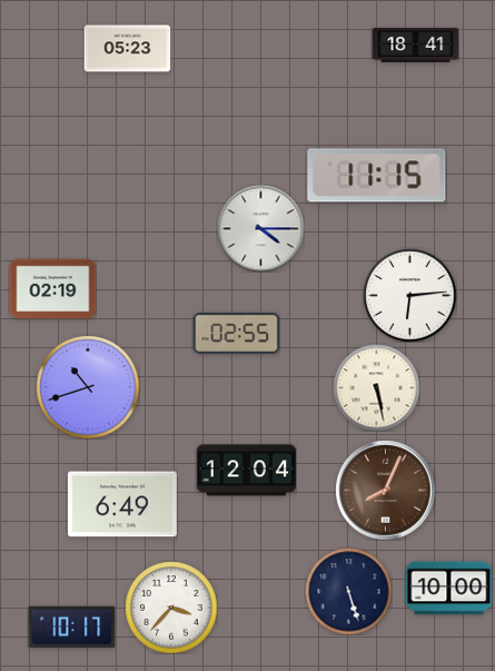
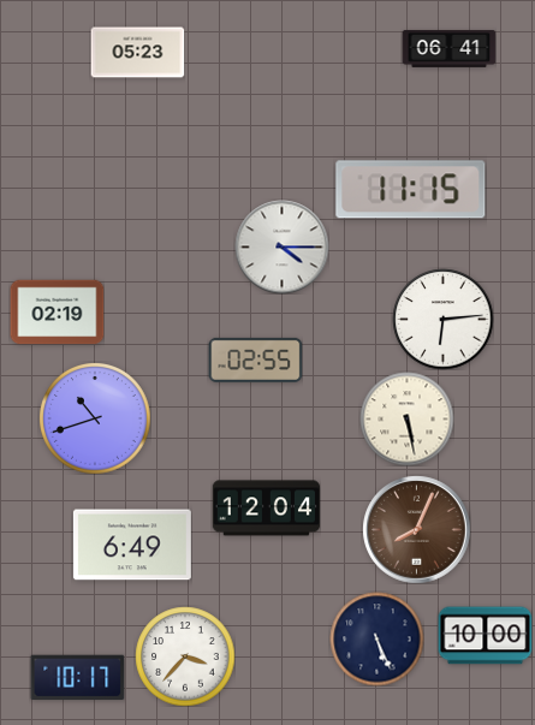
clock at (415, 45): 18:41 -> 06:41
clock at (377, 176) position: (377, 176) -> (411, 190)
clock at (348, 591): 5:27 -> 5:26
